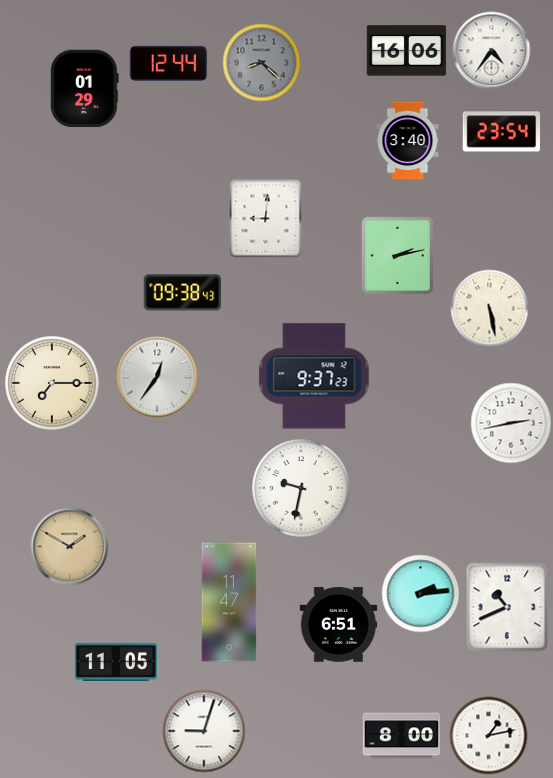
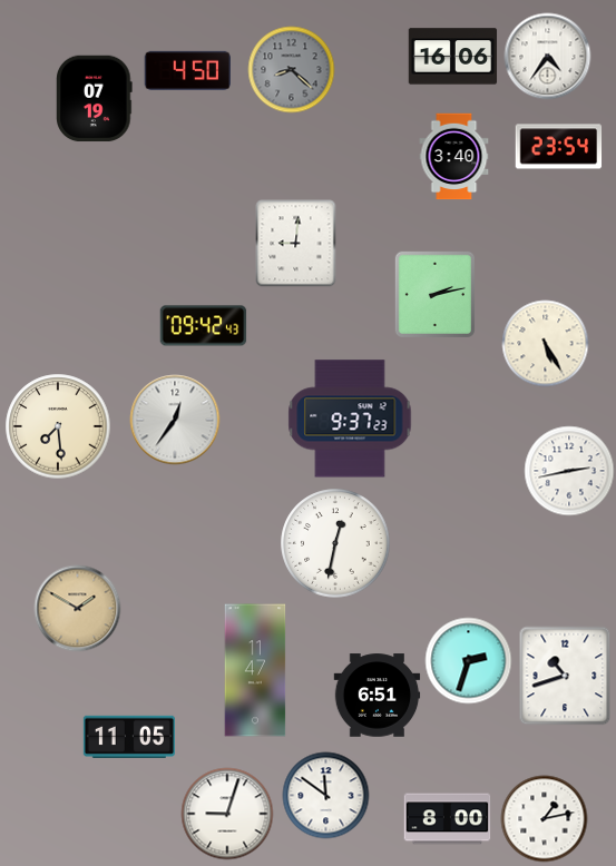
clock at (168, 63): 12:44 -> 4:50
clock at (85, 88): 01:29 -> 07:19
clock at (397, 255) position: (397, 255) -> (434, 294)
clock at (182, 293): 09:38 -> 09:42
clock at (489, 308): 5:28 -> 5:25
clock at (52, 383): 7:15 -> 7:29
clock at (301, 488): 9:32 -> 12:32
clock at (420, 593): 2:14 -> 2:33
clock at (507, 607): 10:41 -> 10:42
clock at (325, 795): none -> 11:51
